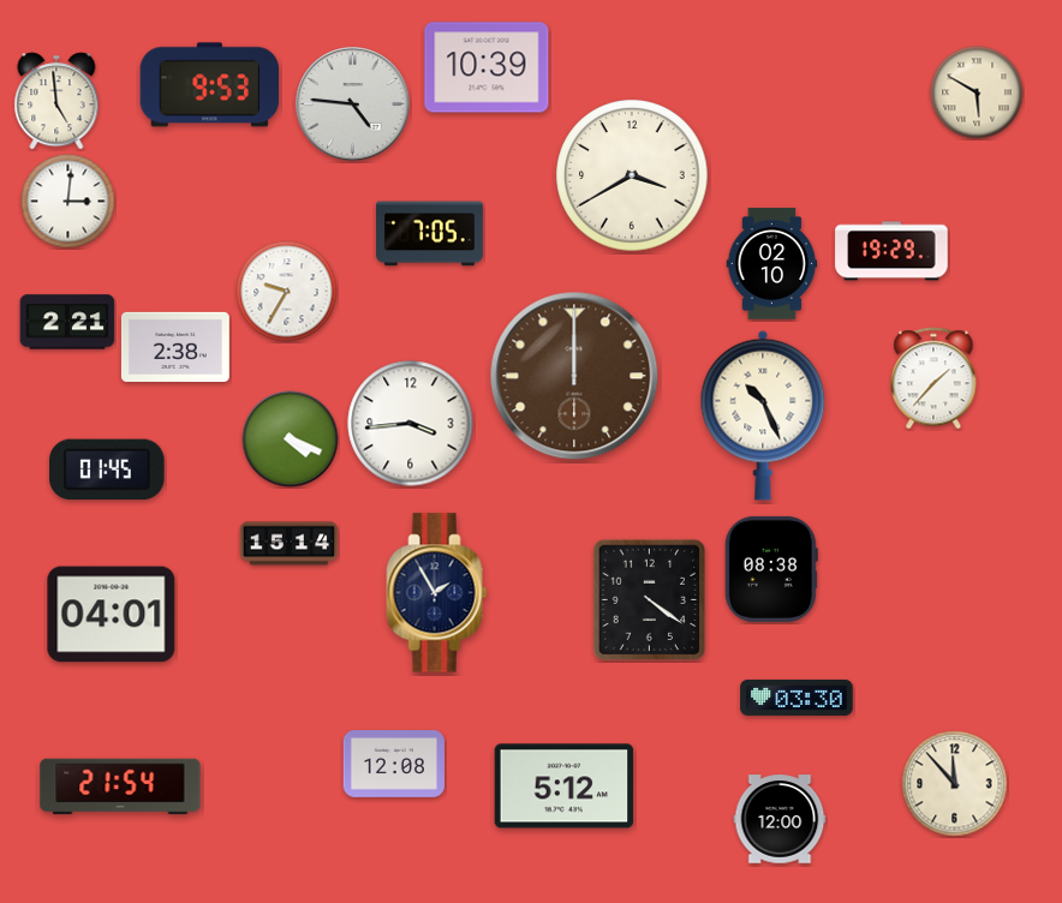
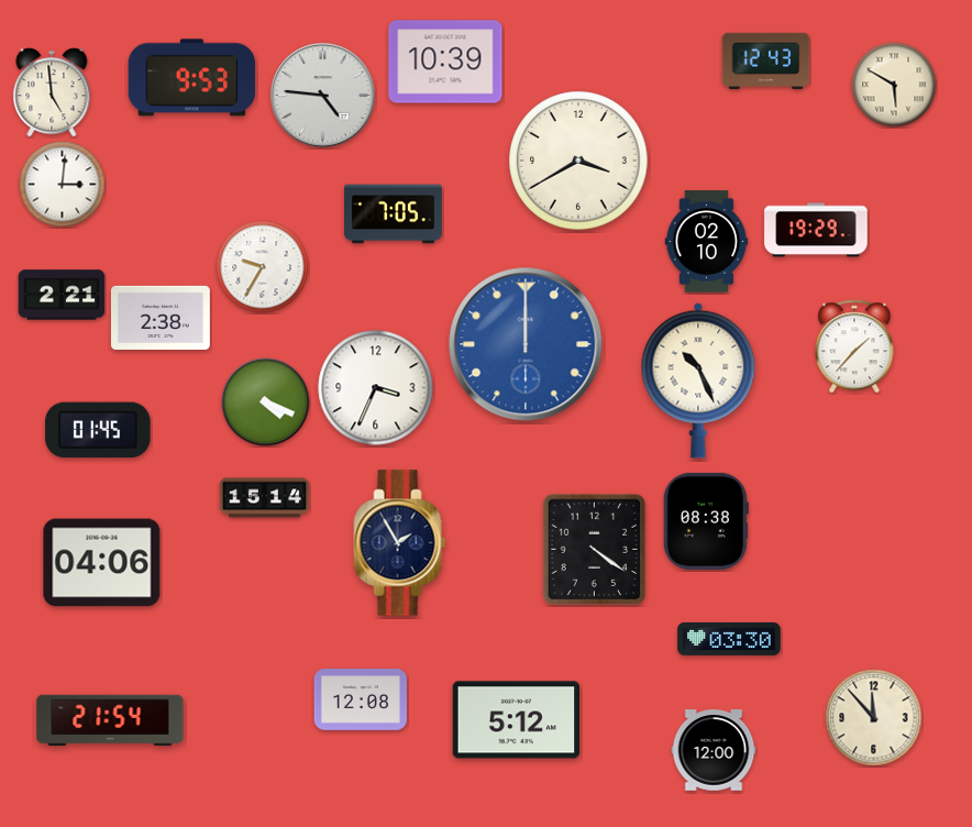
clock at (766, 60): none -> 12:43
clock at (574, 376) dial: brown -> blue
clock at (411, 424): 3:44 -> 3:34
clock at (112, 615): 04:01 -> 04:06
